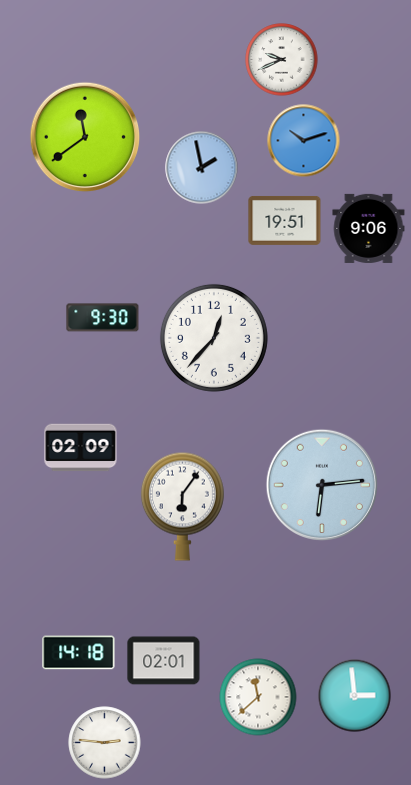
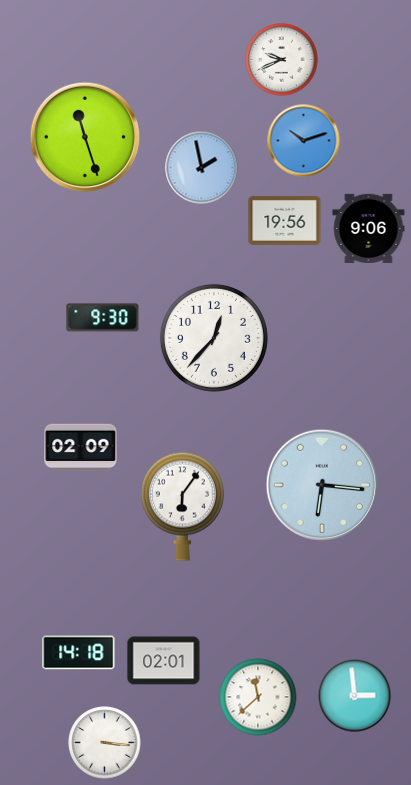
clock at (85, 137): 11:39 -> 11:27
clock at (285, 220): 19:51 -> 19:56
clock at (321, 484): 6:14 -> 6:16
clock at (105, 743): 2:46 -> 3:16
